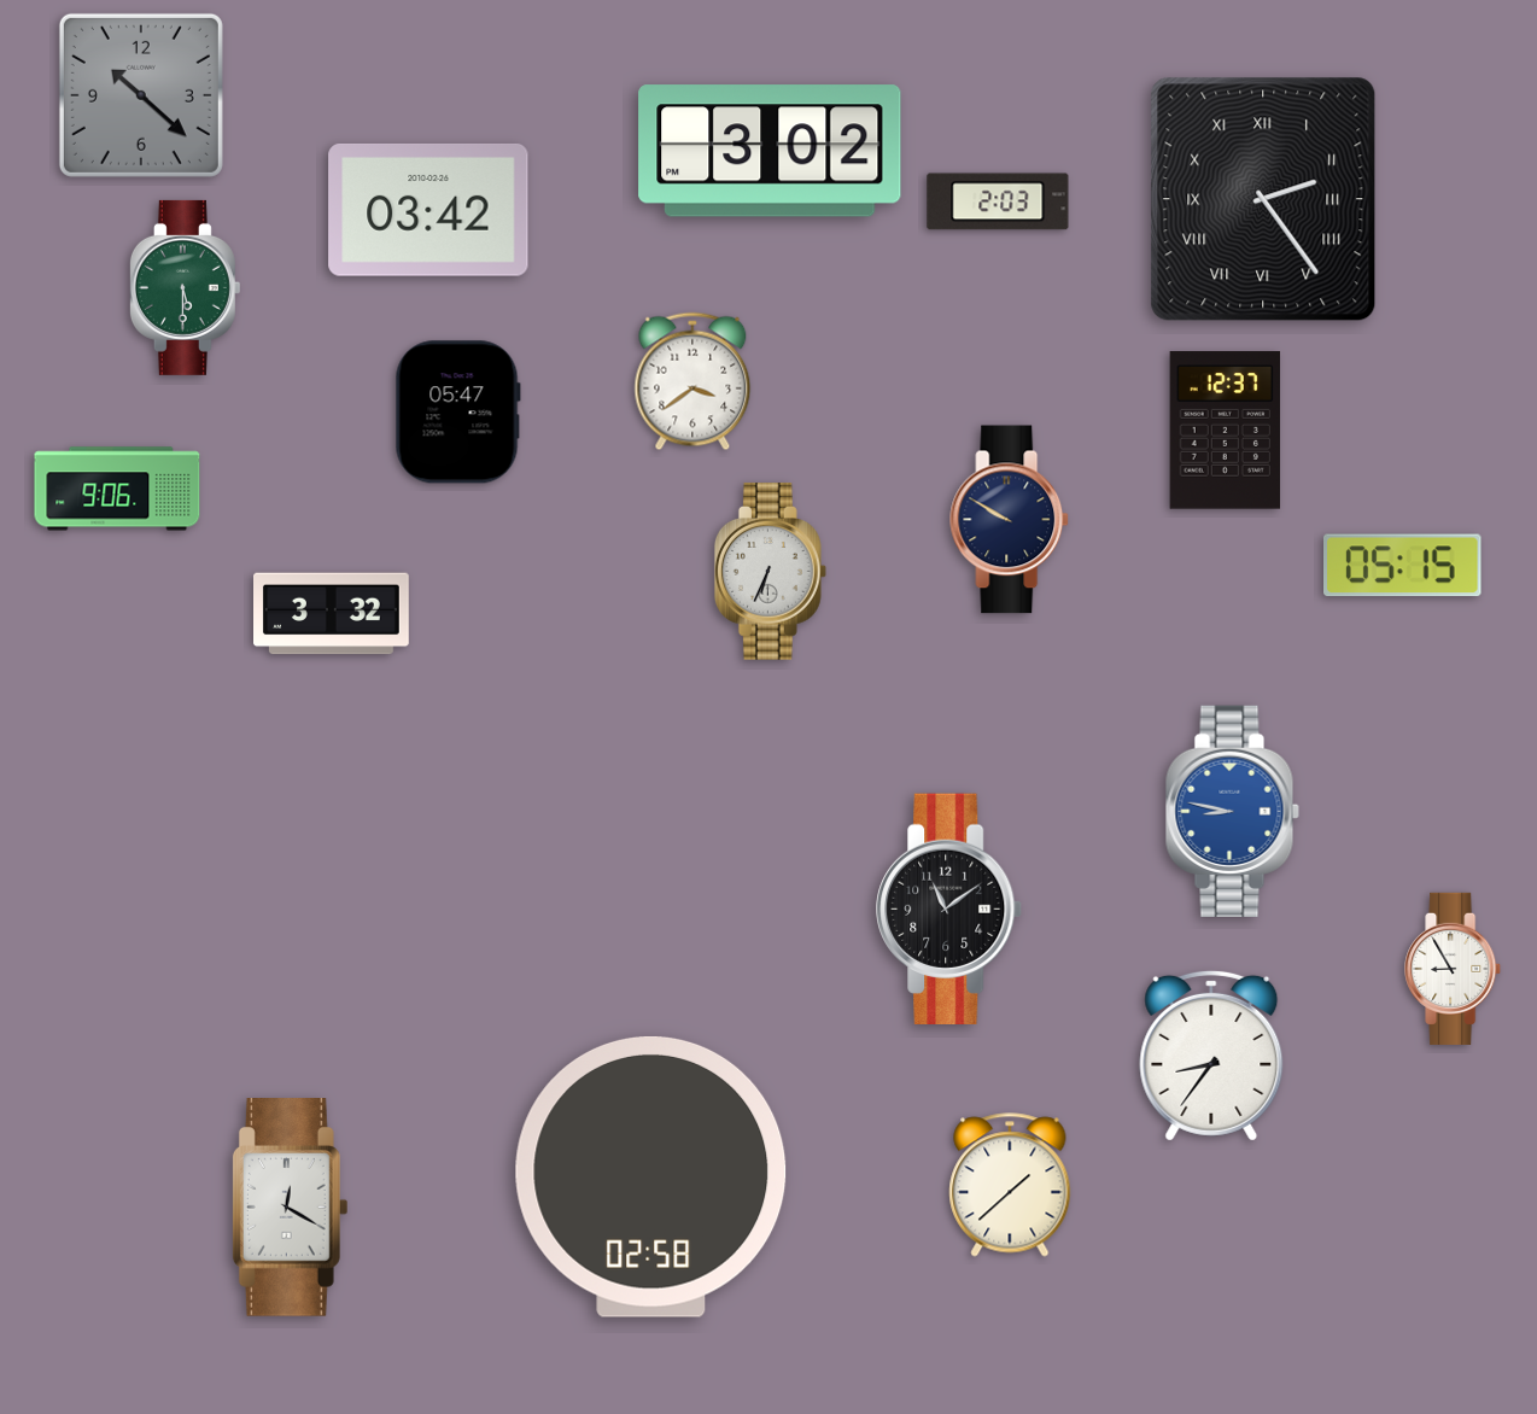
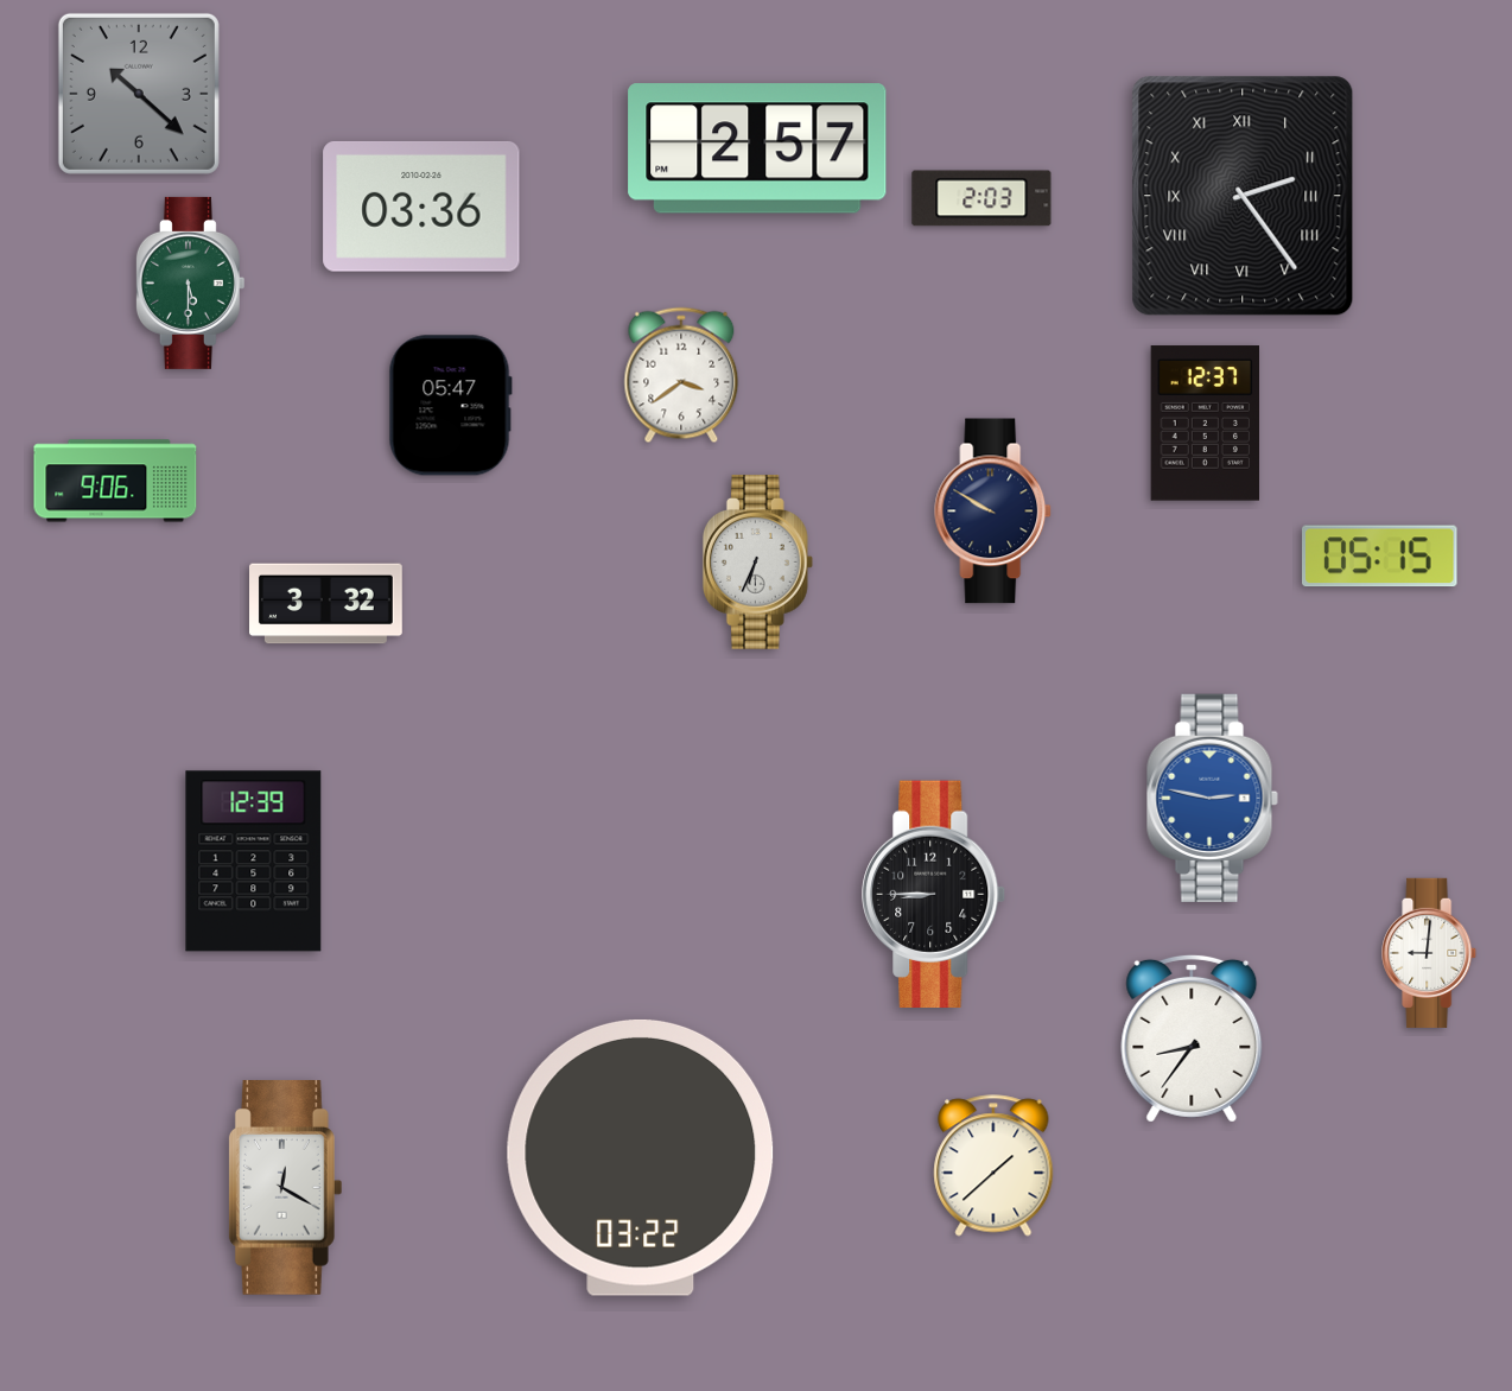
clock at (770, 151): 3:02 -> 2:57
clock at (428, 210): 03:42 -> 03:36
clock at (185, 287) position: (185, 287) -> (190, 282)
clock at (1232, 811): 8:47 -> 2:47
clock at (254, 862): none -> 12:39
clock at (949, 908): 11:09 -> 8:45
clock at (1454, 969): 8:55 -> 9:01
clock at (651, 1176): 02:58 -> 03:22
